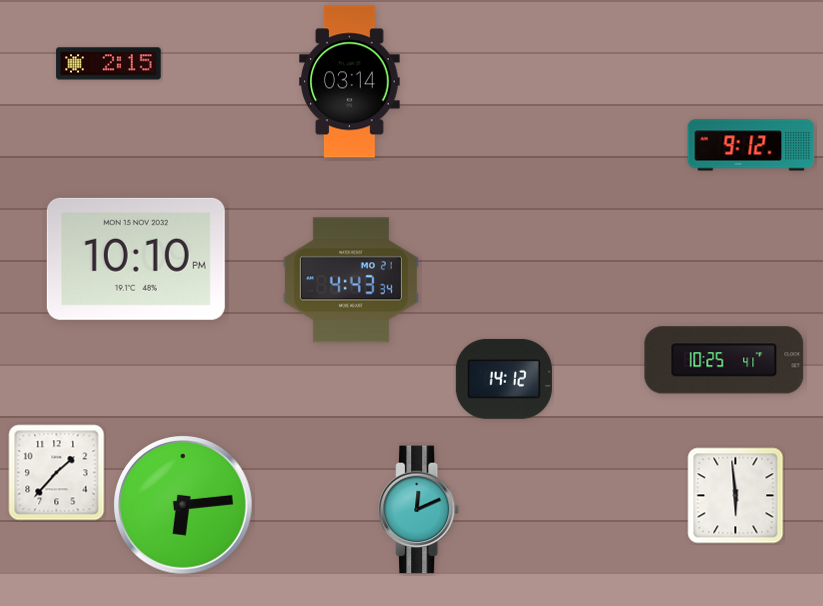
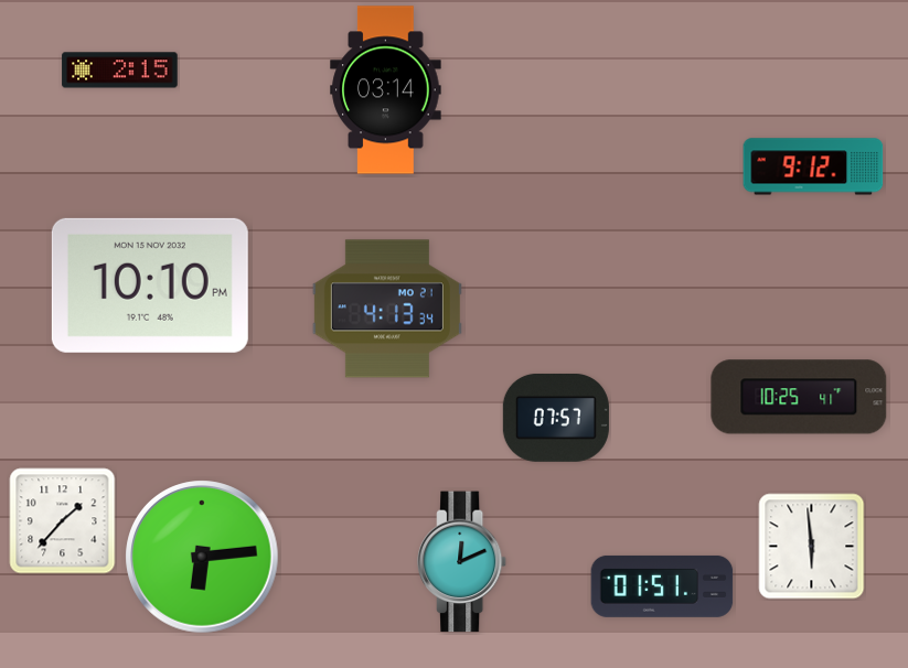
clock at (751, 145) position: (751, 145) -> (813, 166)
clock at (351, 280): 4:43 -> 4:13
clock at (504, 379): 14:12 -> 07:57
clock at (662, 586): none -> 01:51
